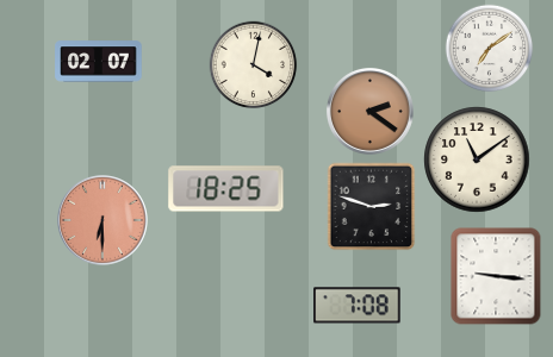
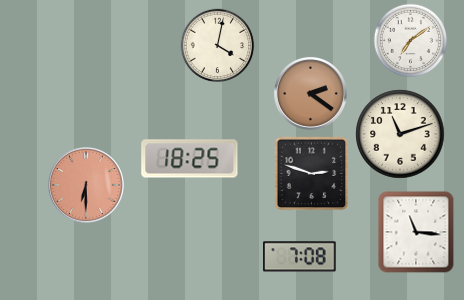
clock at (99, 62): 02:07 -> none
clock at (254, 65) position: (254, 65) -> (218, 46)
clock at (477, 159): 11:09 -> 11:12
clock at (496, 276): 9:16 -> 11:16
